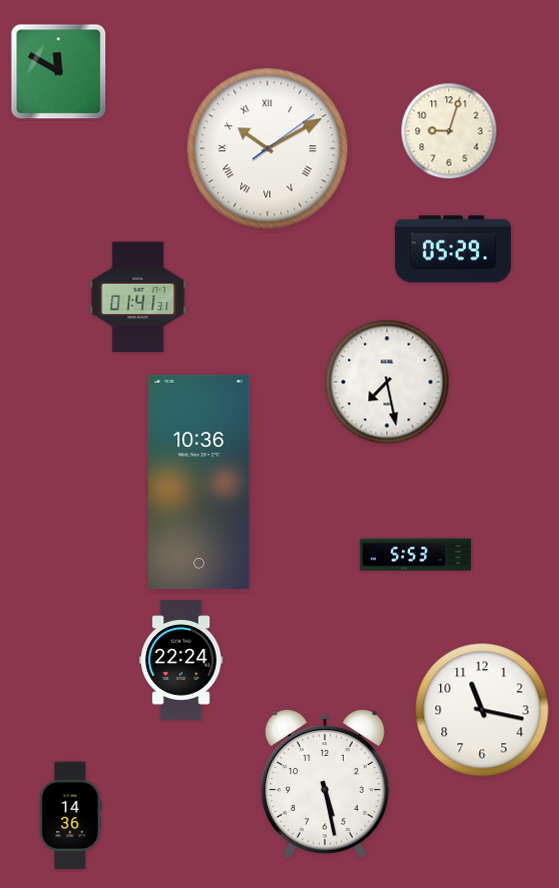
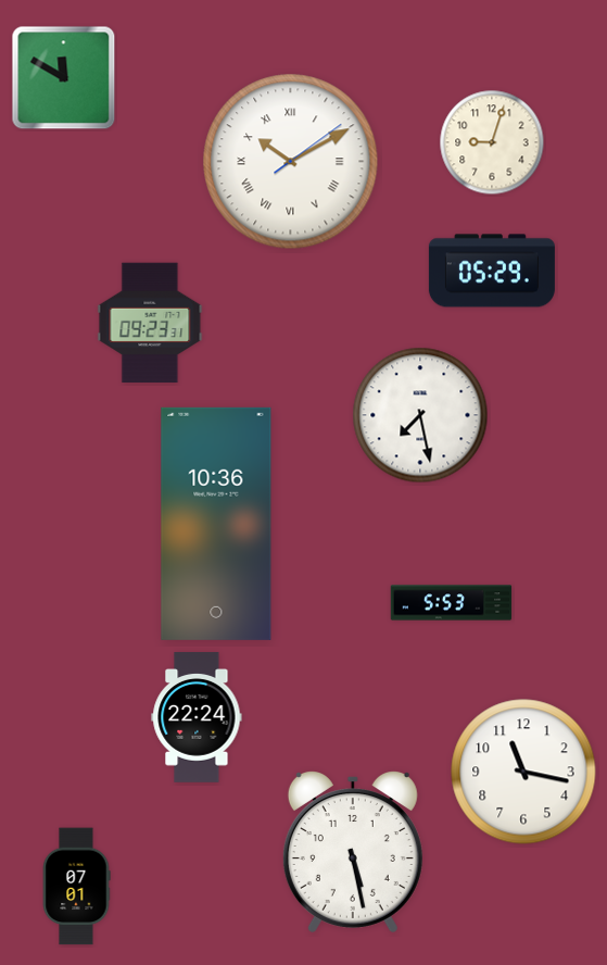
clock at (449, 131) position: (449, 131) -> (492, 142)
clock at (138, 297): 01:41 -> 09:23
clock at (70, 816): 14:36 -> 07:01
